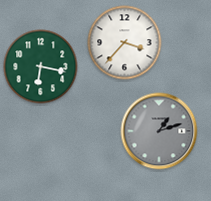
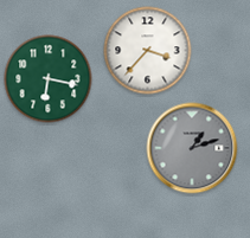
clock at (159, 131) position: (159, 131) -> (192, 148)
